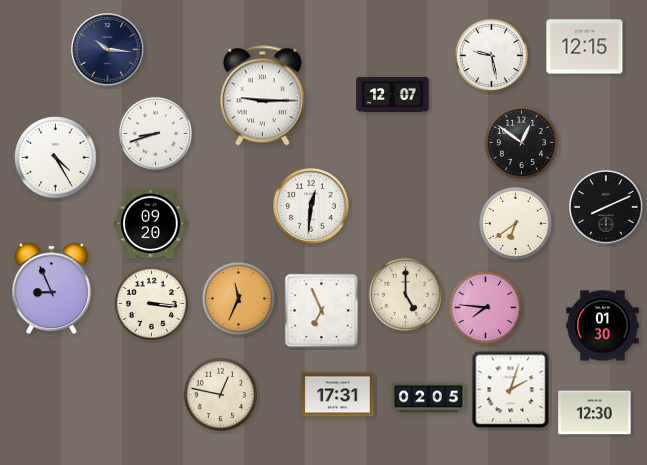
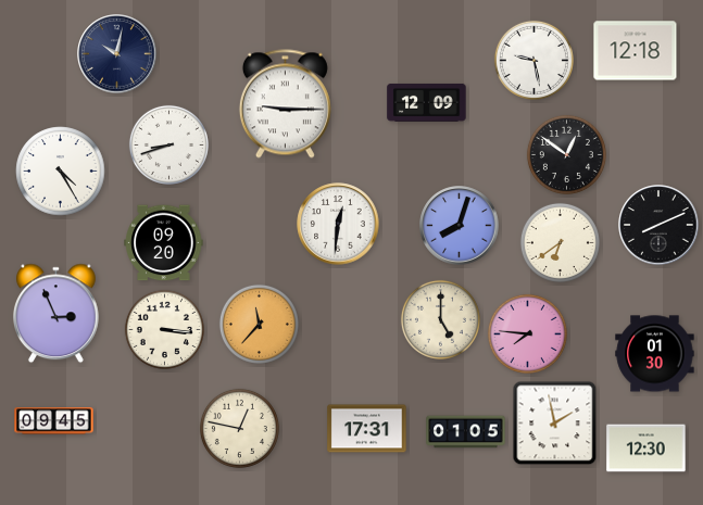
clock at (585, 47): 12:15 -> 12:18
clock at (108, 50): 10:16 -> 10:02
clock at (393, 95): 12:07 -> 12:09
clock at (460, 226): none -> 8:03
clock at (51, 289): 8:56 -> 2:56
clock at (238, 298): 11:34 -> 11:37
clock at (322, 311): 6:56 -> none
clock at (54, 421): none -> 09:45
clock at (511, 390): 2:03 -> 1:58
clock at (429, 398): 02:05 -> 01:05
